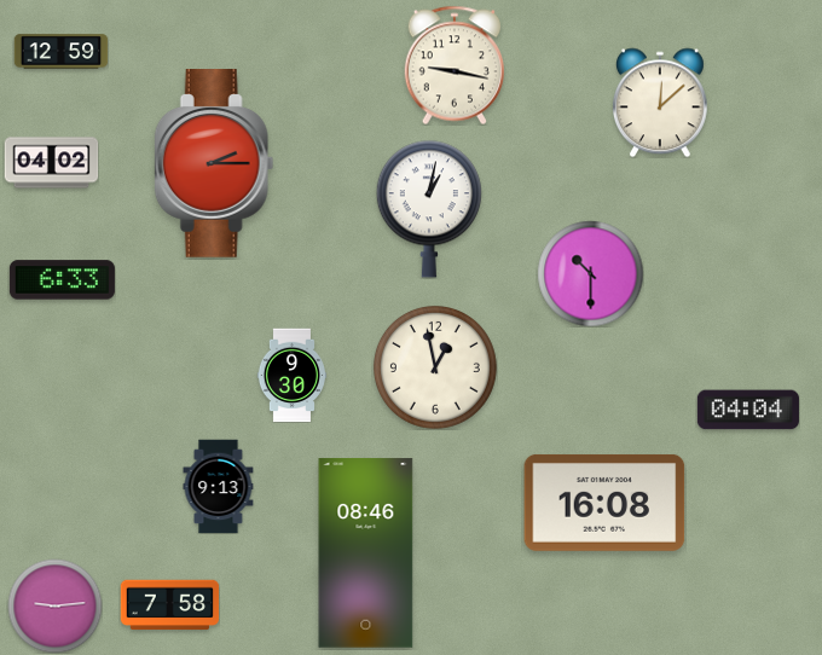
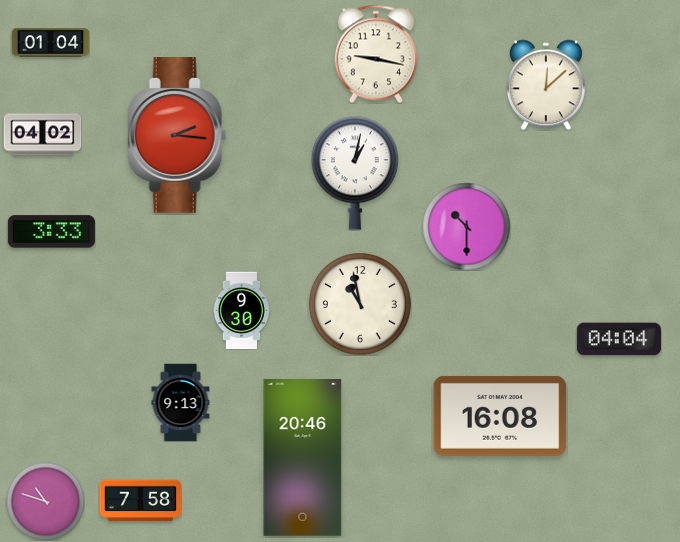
clock at (60, 52): 12:59 -> 01:04
clock at (214, 164): 2:15 -> 2:16
clock at (590, 273) position: (590, 273) -> (466, 226)
clock at (62, 280): 6:33 -> 3:33
clock at (435, 367): 12:58 -> 10:58
clock at (366, 553): 08:46 -> 20:46
clock at (54, 605): 9:14 -> 10:48
